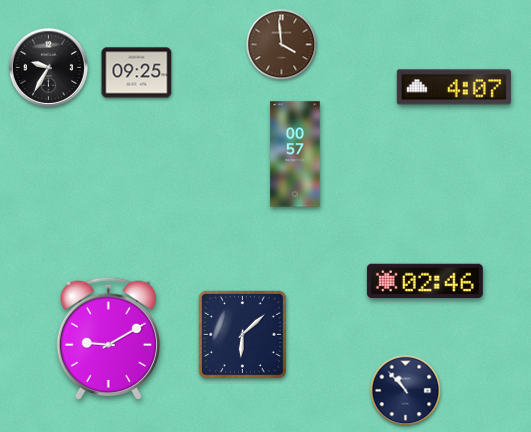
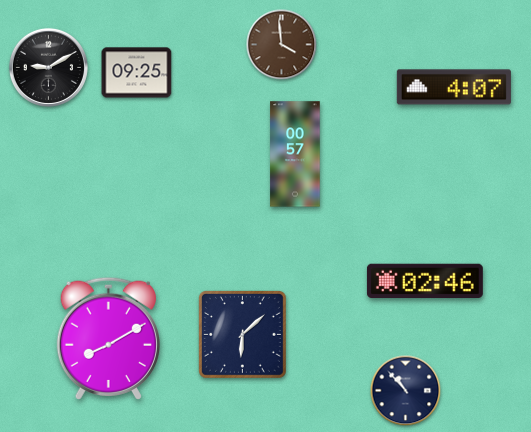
clock at (48, 67): 9:35 -> 9:10
clock at (108, 338): 9:10 -> 8:10
